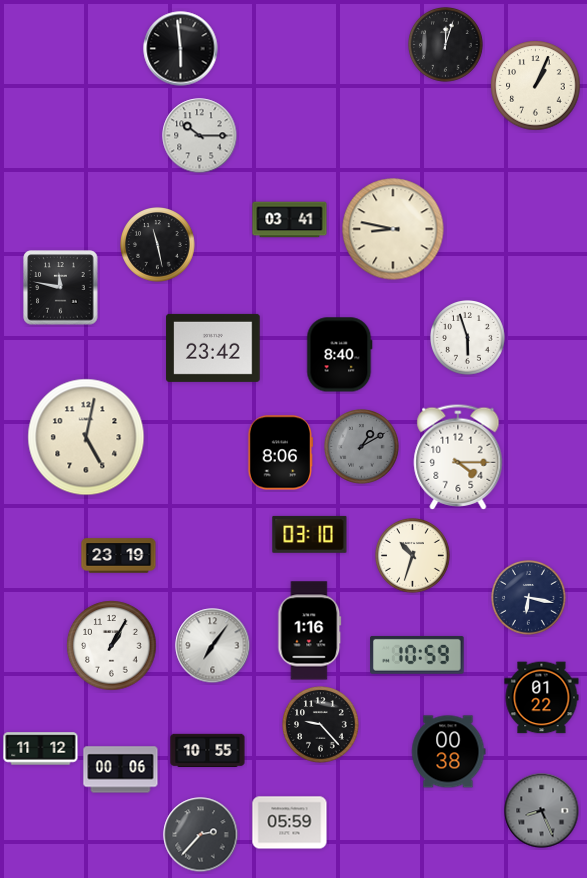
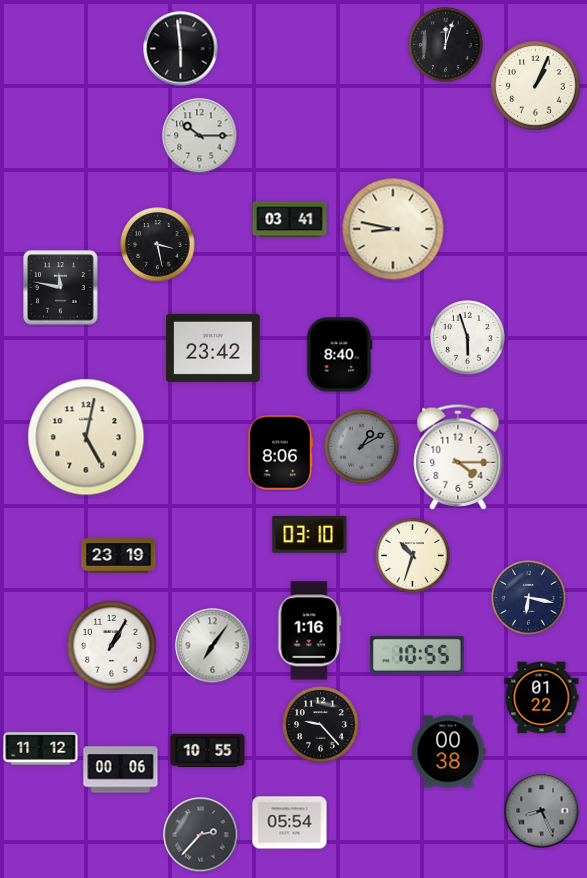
clock at (158, 245): 11:28 -> 3:28
clock at (417, 655): 10:59 -> 10:55
clock at (290, 823): 05:59 -> 05:54
